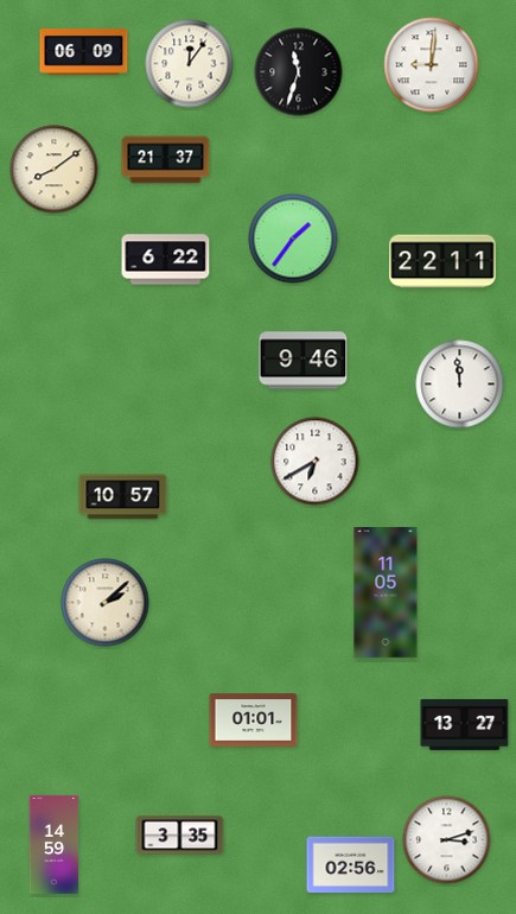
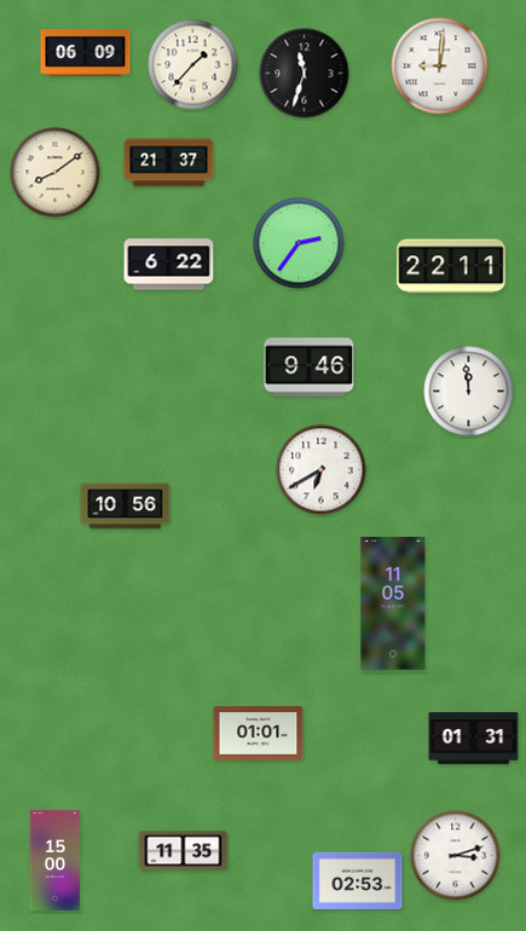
clock at (190, 64): 12:06 -> 1:37
clock at (293, 239): 1:36 -> 2:36
clock at (123, 497): 10:57 -> 10:56
clock at (106, 603): 2:08 -> none
clock at (465, 724): 13:27 -> 01:31
clock at (180, 836): 3:35 -> 11:35
clock at (55, 844): 14:59 -> 15:00
clock at (351, 865): 02:56 -> 02:53
